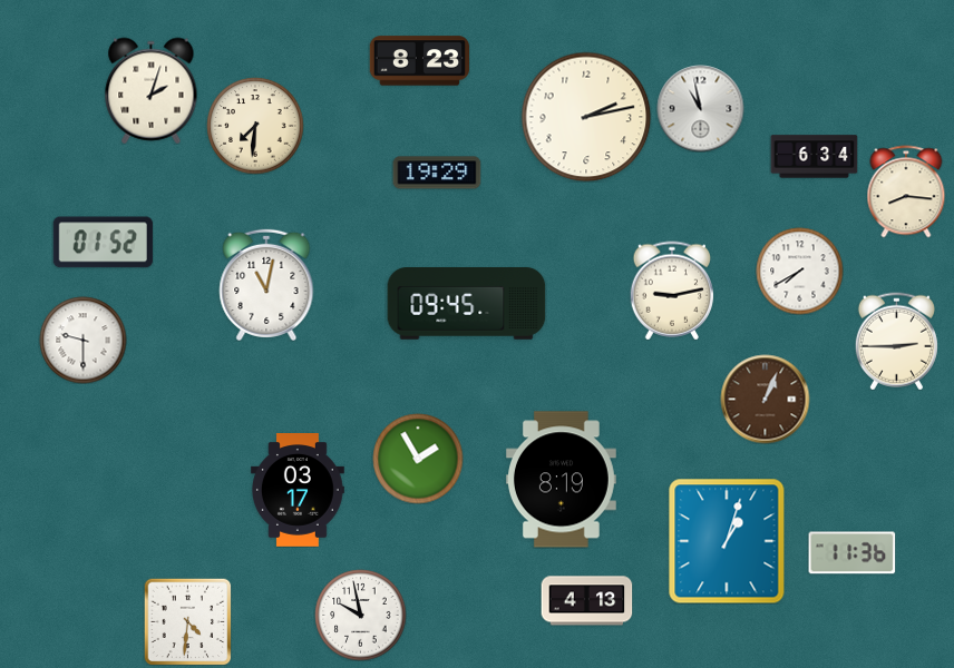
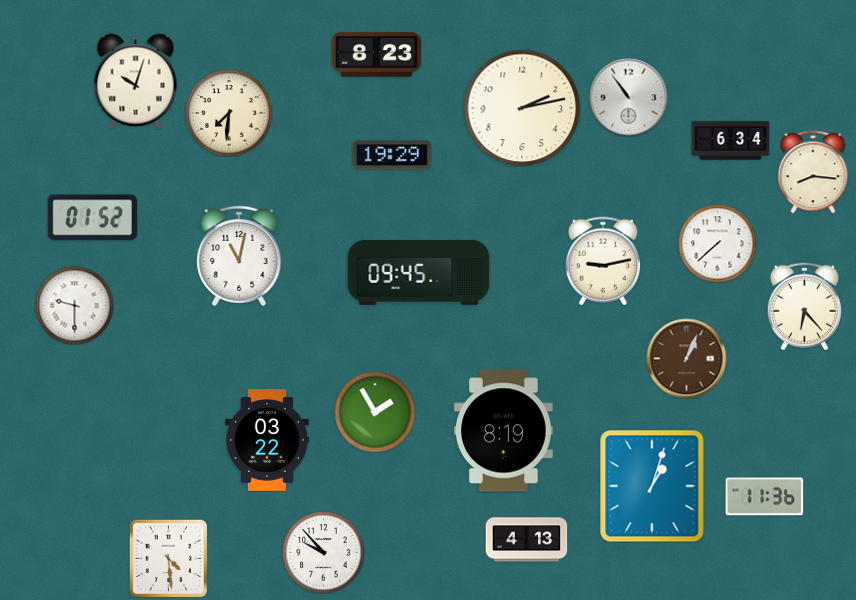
clock at (152, 90): 2:03 -> 10:03
clock at (700, 108): 10:58 -> 10:54
clock at (586, 117) position: (586, 117) -> (522, 108)
clock at (799, 271): 7:40 -> 7:38
clock at (896, 341): 2:45 -> 6:23
clock at (298, 491): 03:17 -> 03:22
clock at (360, 615): 9:58 -> 9:53
clock at (187, 621): 4:31 -> 4:29
